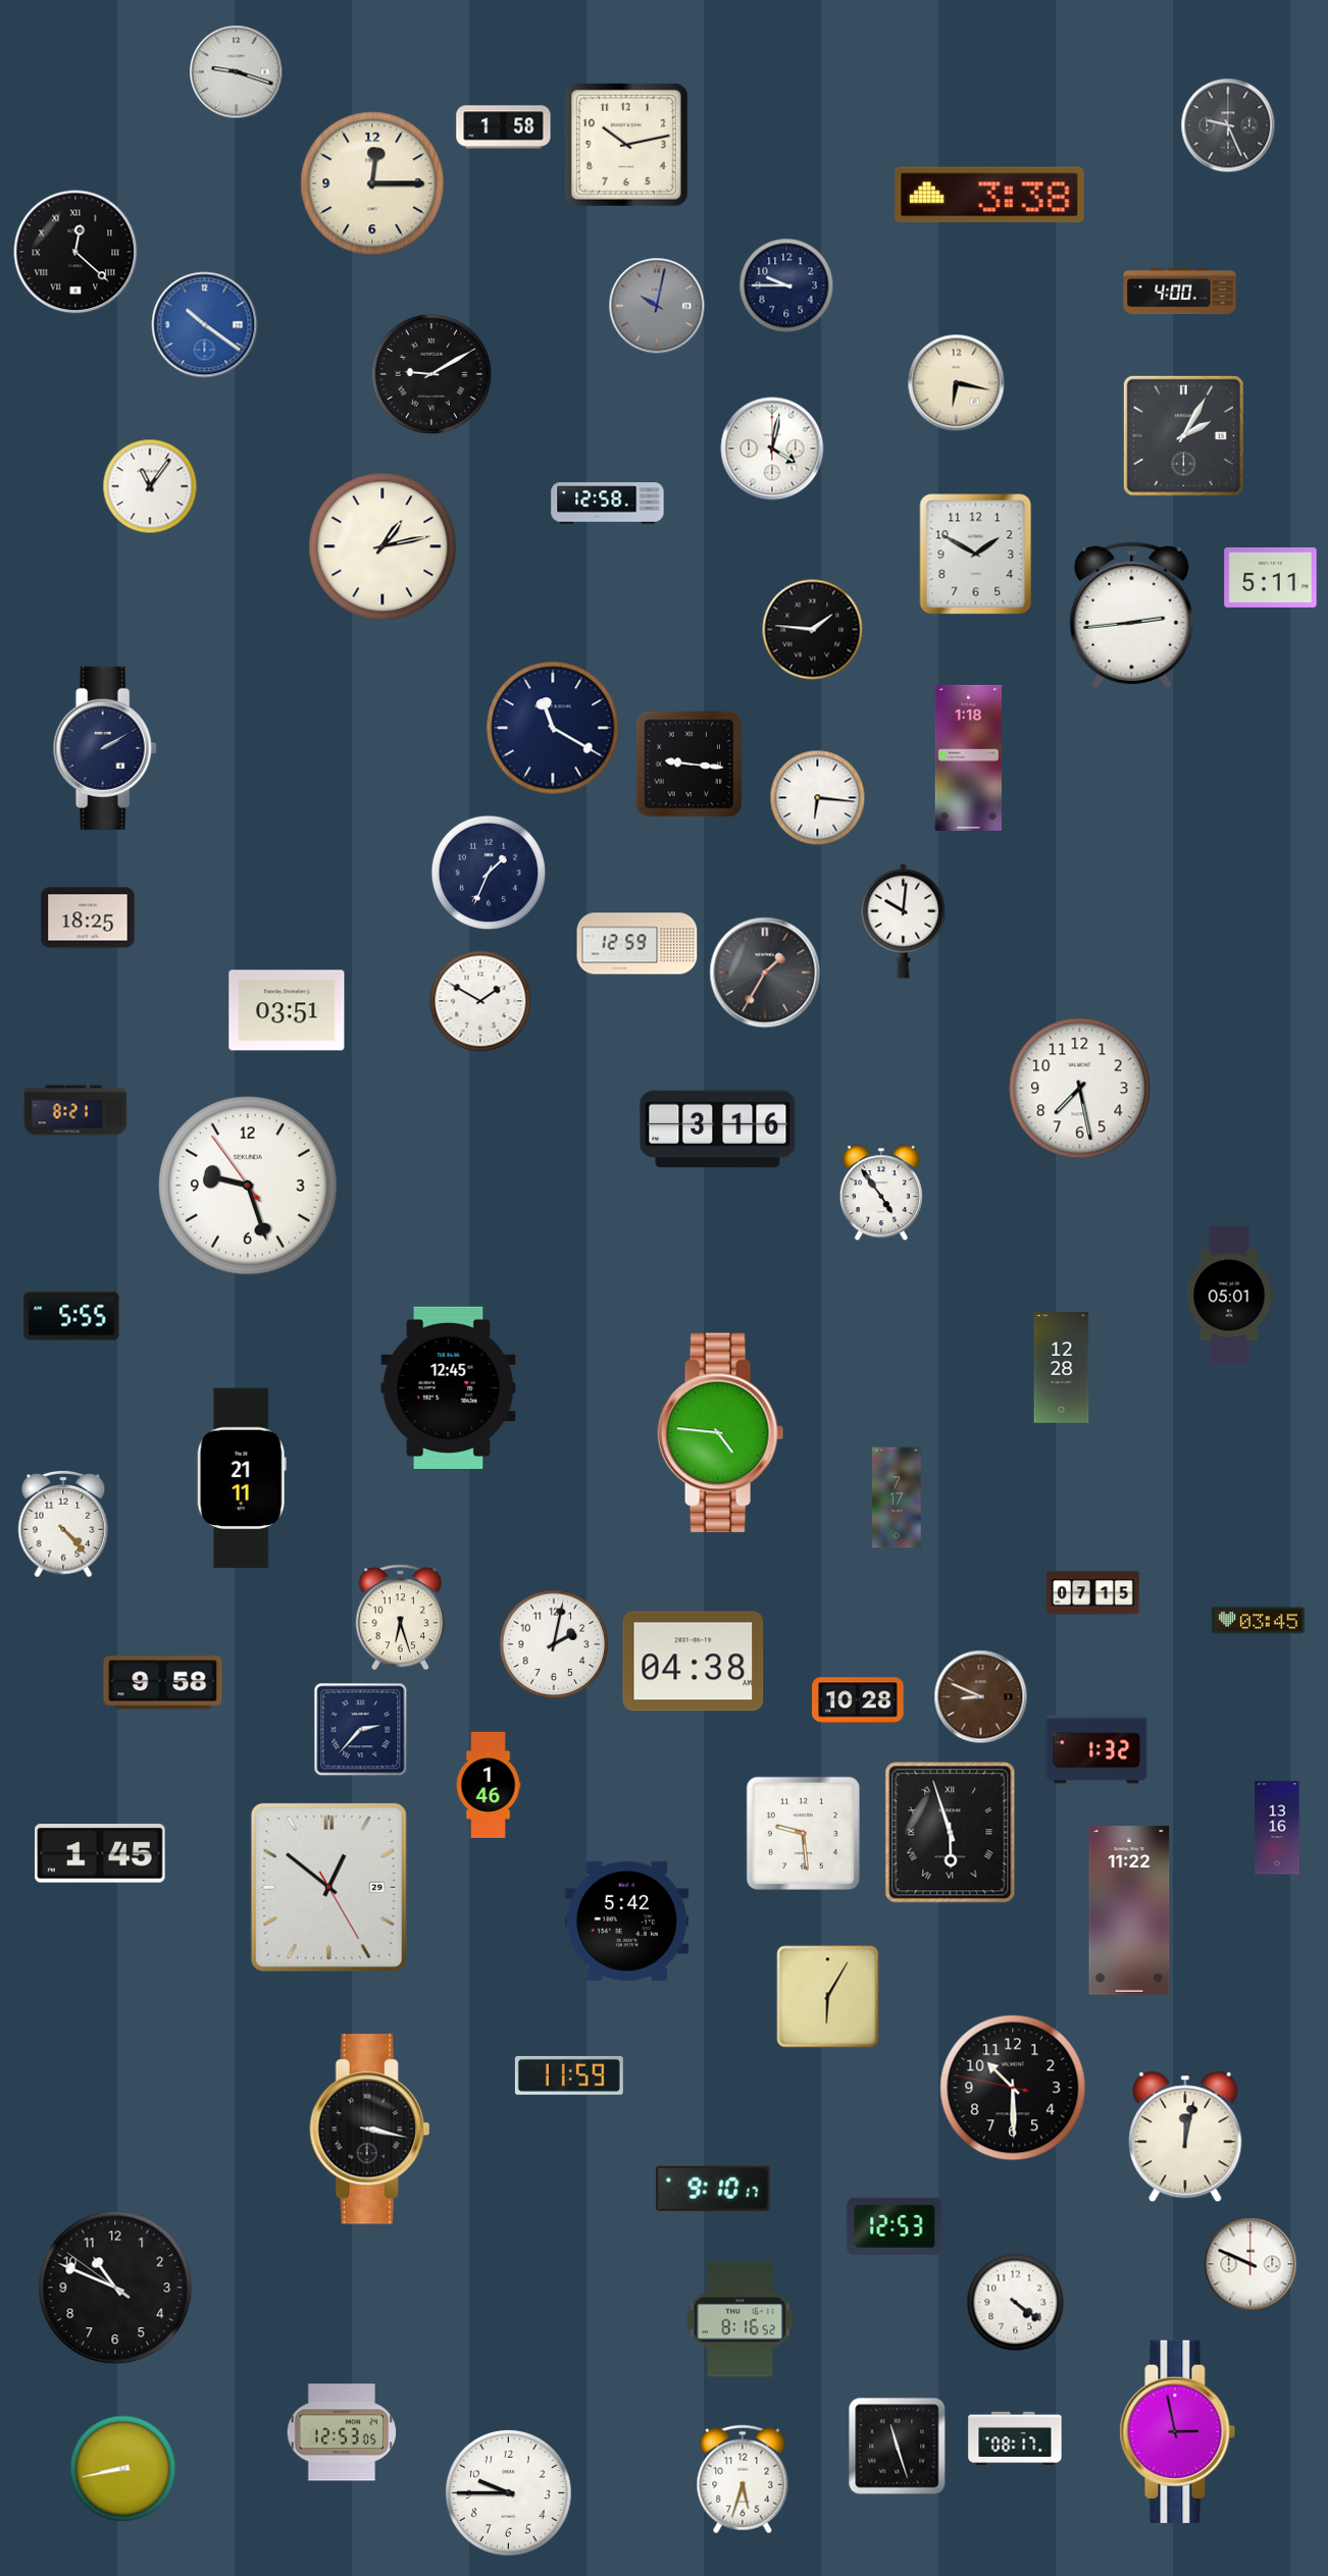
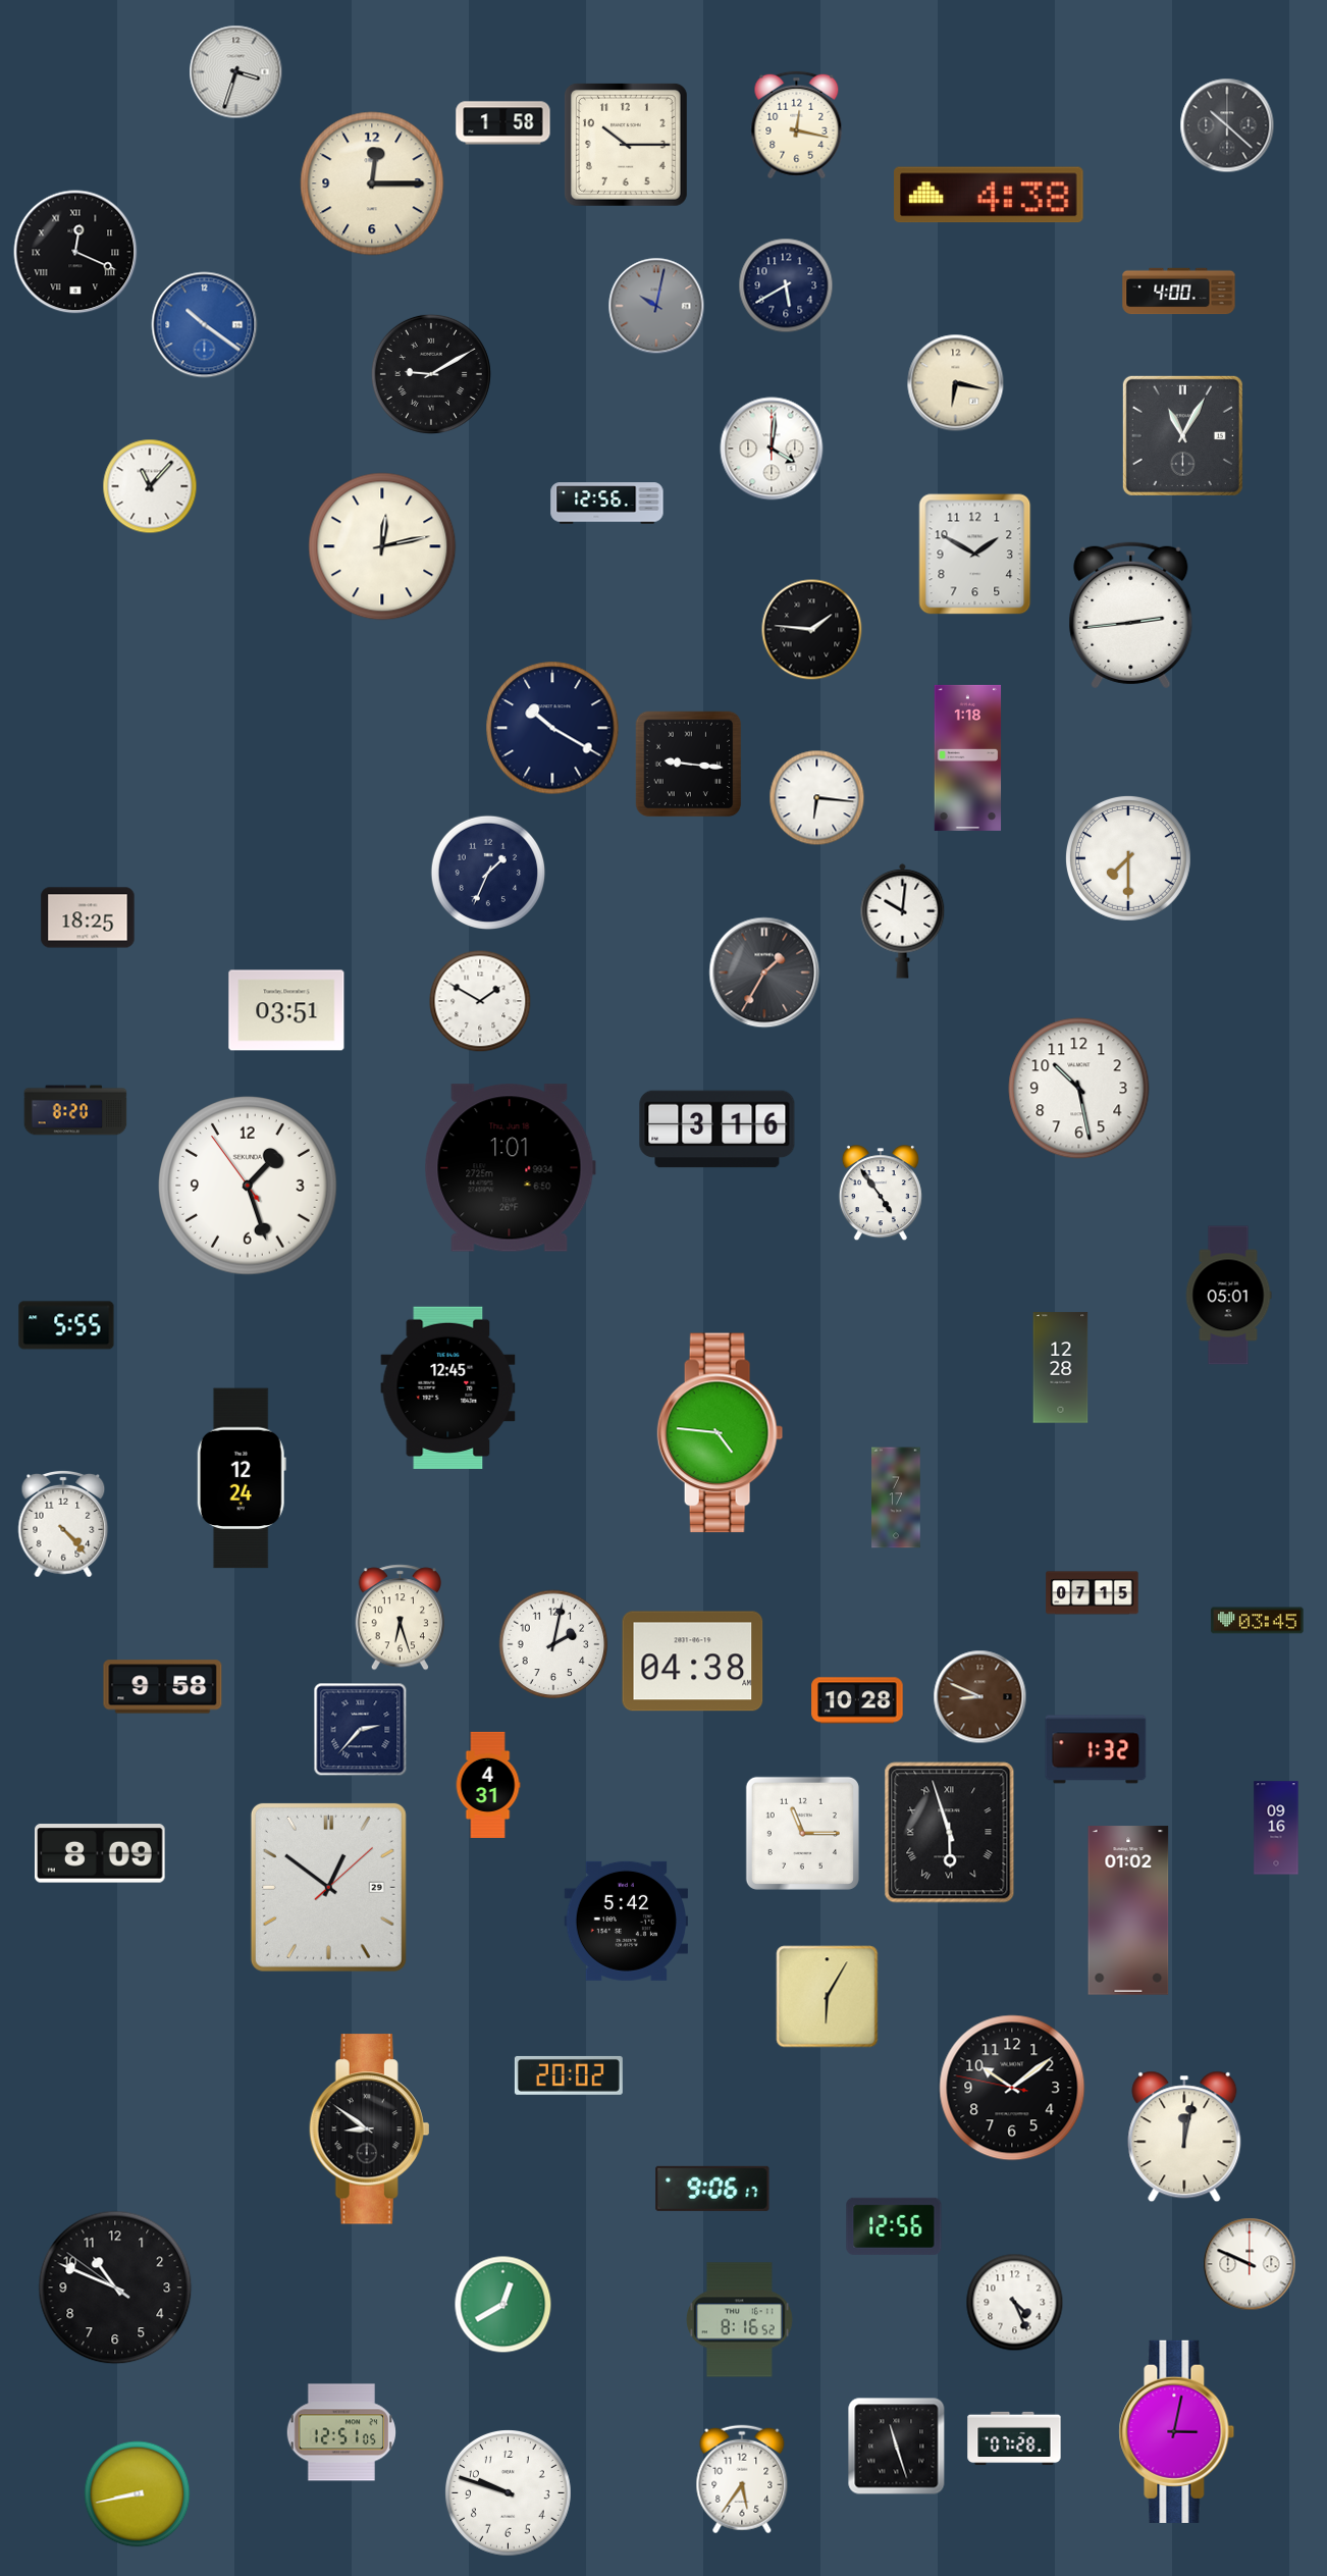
clock at (237, 72): 9:18 -> 3:33
clock at (797, 125): none -> 12:17
clock at (1228, 125): 9:26 -> 10:22
clock at (504, 127) position: (504, 127) -> (503, 123)
clock at (626, 145): 10:13 -> 10:15
clock at (989, 195): 3:38 -> 4:38
clock at (75, 252): 12:22 -> 12:19
clock at (786, 285): 9:45 -> 5:40
clock at (1183, 435): 2:05 -> 11:05
clock at (772, 449): 4:02 -> 4:01
clock at (150, 486): 11:06 -> 11:07
clock at (608, 504): 12:58 -> 12:56
clock at (382, 546): 1:13 -> 12:13
clock at (1271, 577): 5:11 -> none
clock at (553, 728): 11:20 -> 10:20
clock at (105, 748): 2:10 -> none
clock at (1128, 858): none -> 7:30
clock at (637, 944): 12:59 -> none
clock at (1080, 1089): 7:28 -> 10:28
clock at (75, 1110): 8:21 -> 8:20
clock at (510, 1168): none -> 1:01
clock at (248, 1186): 9:26 -> 1:26
clock at (71, 1316) position: (71, 1316) -> (66, 1325)
clock at (242, 1478): 21:11 -> 12:24
clock at (163, 1683) position: (163, 1683) -> (163, 1687)
clock at (489, 1785): 1:46 -> 4:31
clock at (1277, 1828): 13:16 -> 09:16
clock at (803, 1833): 9:29 -> 11:15
clock at (101, 1853): 1:45 -> 8:09
clock at (328, 1887): 12:51:25 -> 12:51:08
clock at (1129, 1910): 11:22 -> 01:02
clock at (569, 2075): 11:59 -> 20:02
clock at (1013, 2088): 10:29 -> 10:08
clock at (370, 2130): 3:17 -> 8:51
clock at (713, 2189): 9:10 -> 9:06
clock at (895, 2226): 12:53 -> 12:56
clock at (1016, 2303): 4:21 -> 4:26
clock at (503, 2305): none -> 12:40
clock at (1178, 2431): 2:58 -> 3:02
clock at (341, 2432): 12:53 -> 12:51
clock at (1015, 2438): 08:17 -> 07:28
clock at (123, 2469) position: (123, 2469) -> (138, 2494)
clock at (743, 2479): 5:33 -> 5:36
clock at (509, 2493): 9:45 -> 9:48
